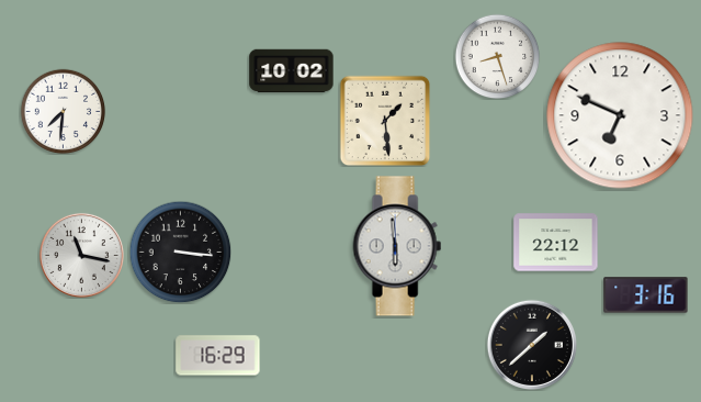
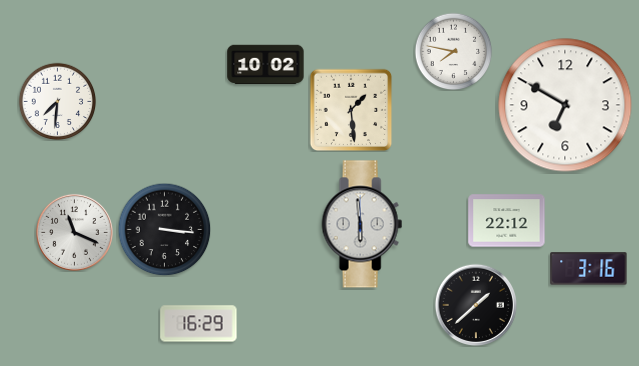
clock at (497, 56): 8:27 -> 7:47
clock at (620, 115): 6:49 -> 6:50
clock at (81, 255): 11:17 -> 11:19
clock at (532, 345) position: (532, 345) -> (476, 305)
